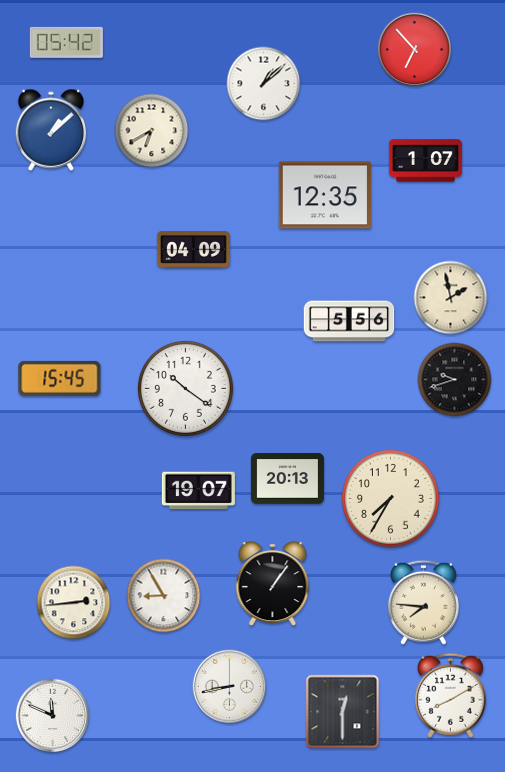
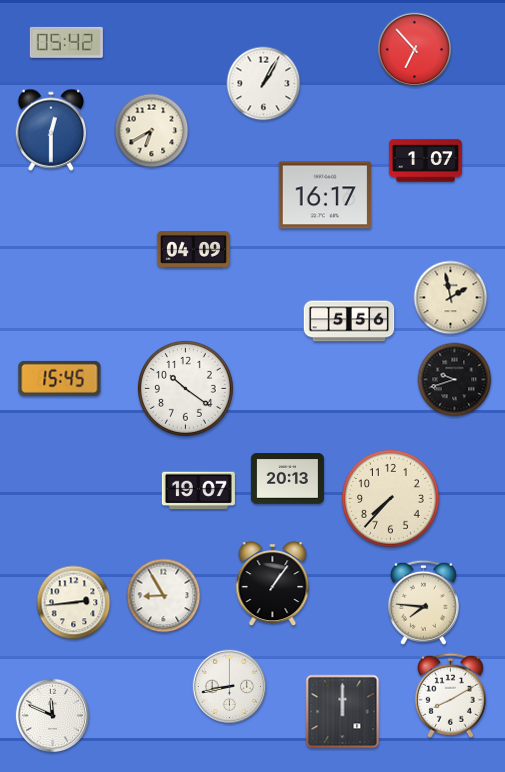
clock at (264, 84): 1:08 -> 1:05
clock at (51, 130): 1:08 -> 12:30
clock at (325, 195): 12:35 -> 16:17
clock at (391, 499): 7:35 -> 7:37
clock at (343, 712): 12:30 -> 12:00
